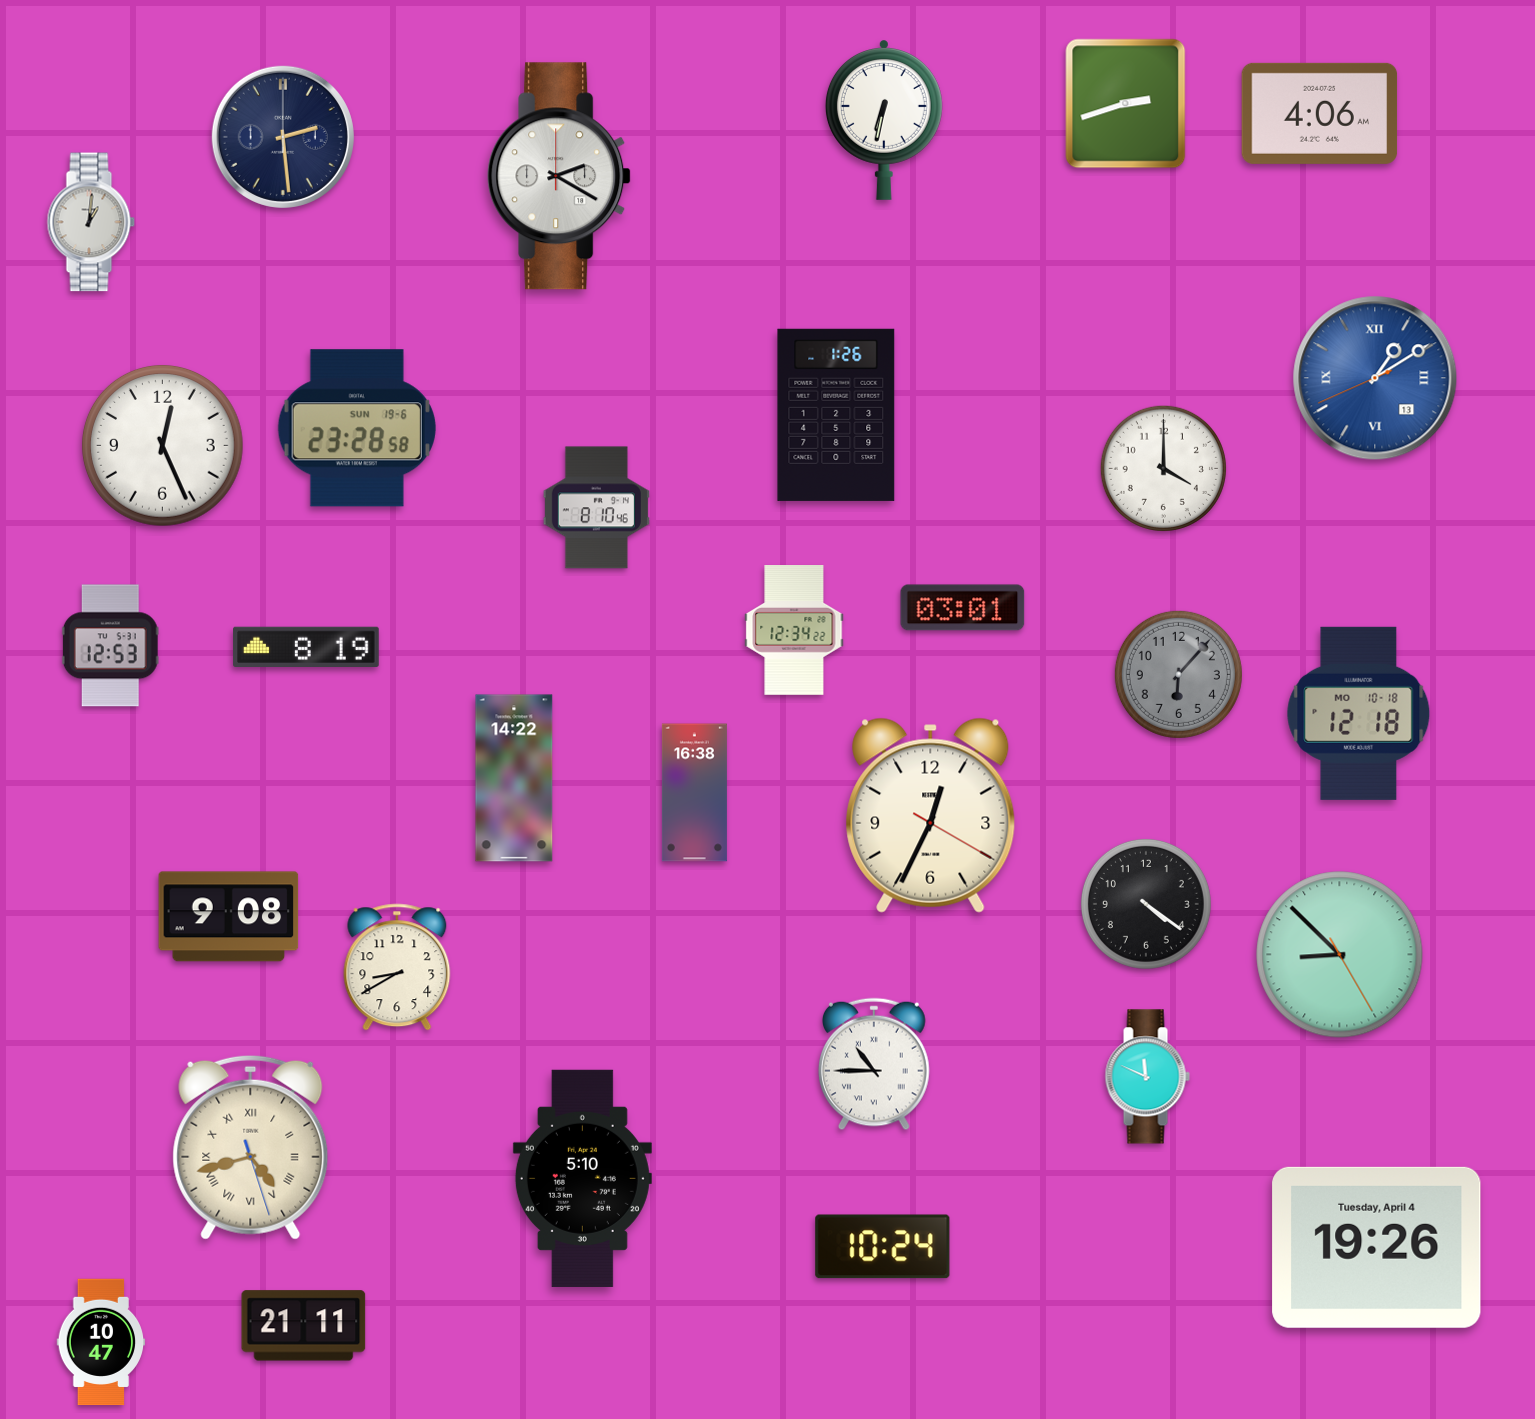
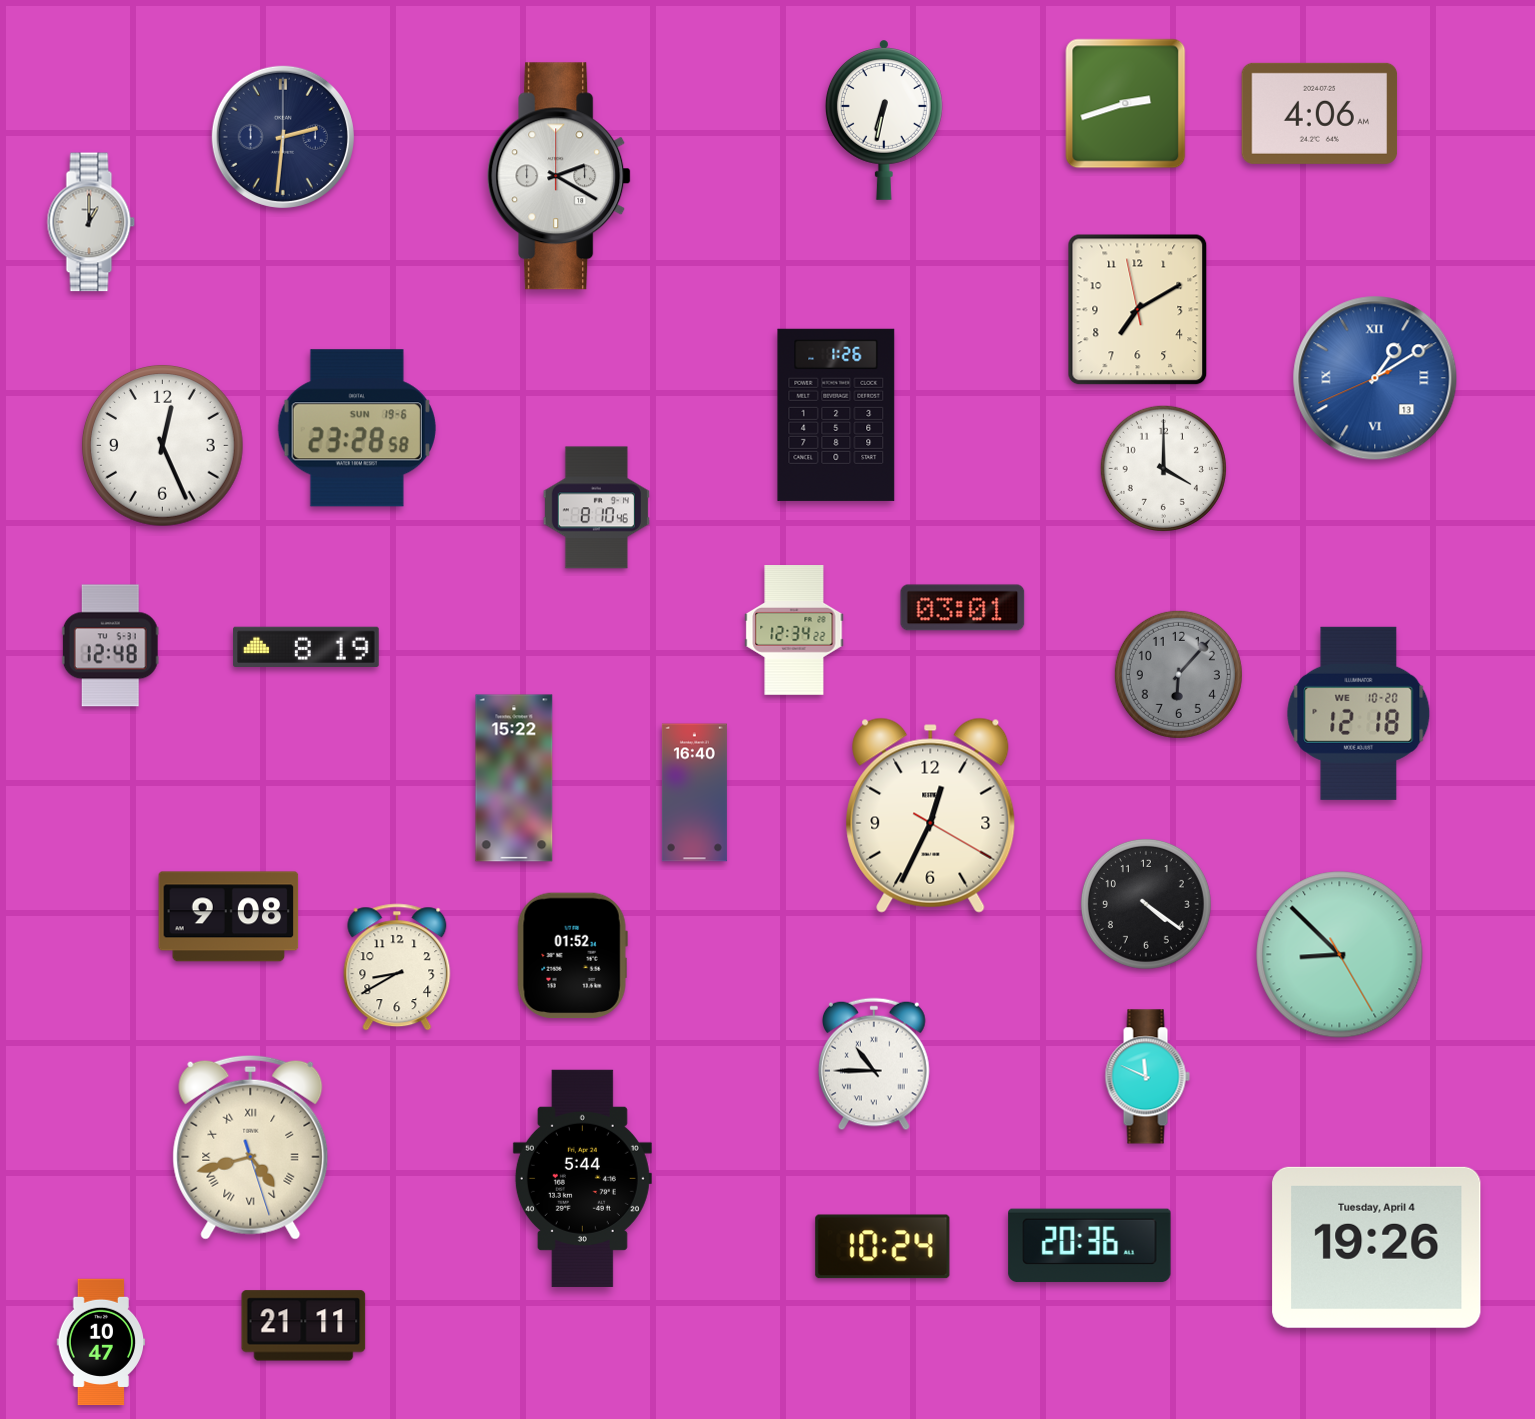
clock at (283, 137): 2:29 -> 2:31
clock at (91, 222): 1:01 -> 1:00
clock at (1138, 310): none -> 7:09
clock at (110, 646): 12:53 -> 12:48
clock at (1359, 713) date: MO 10-18 -> WE 10-20
clock at (514, 778): 14:22 -> 15:22
clock at (694, 793): 16:38 -> 16:40
clock at (572, 956): none -> 01:52
clock at (582, 1178): 5:10 -> 5:44
clock at (1090, 1246): none -> 20:36
